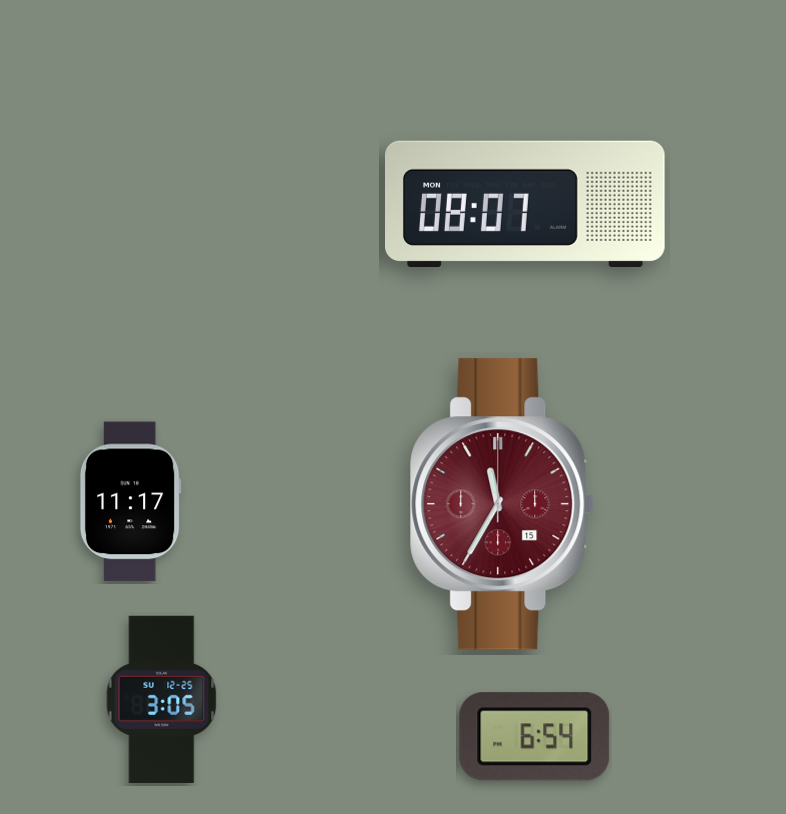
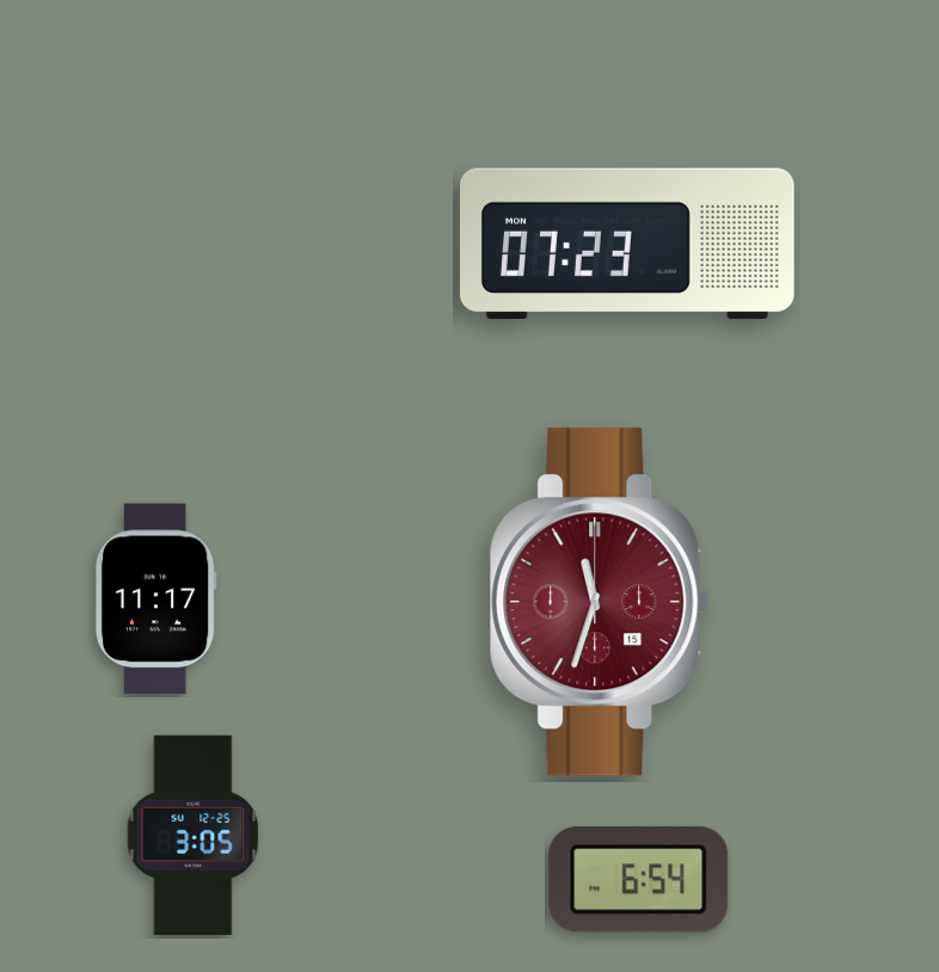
clock at (526, 203): 08:07 -> 07:23
clock at (502, 504): 11:35 -> 11:33
